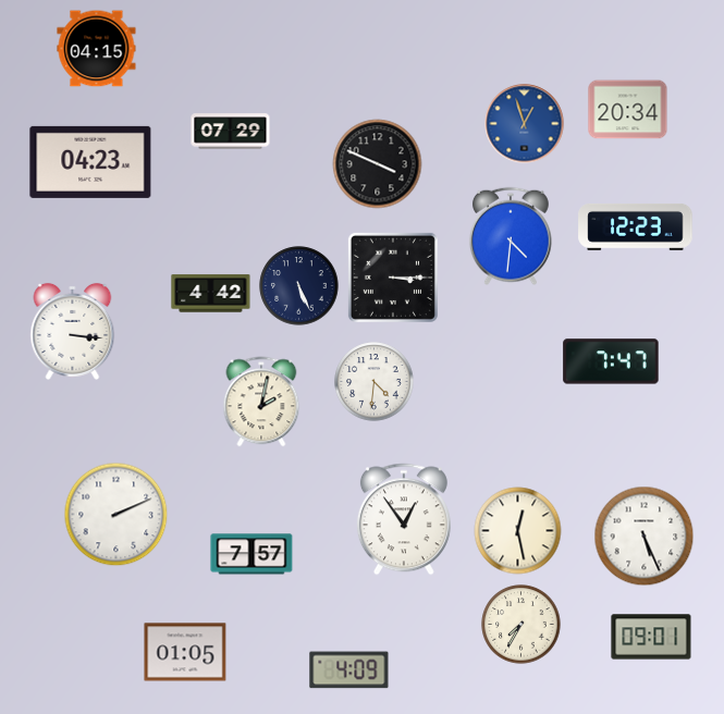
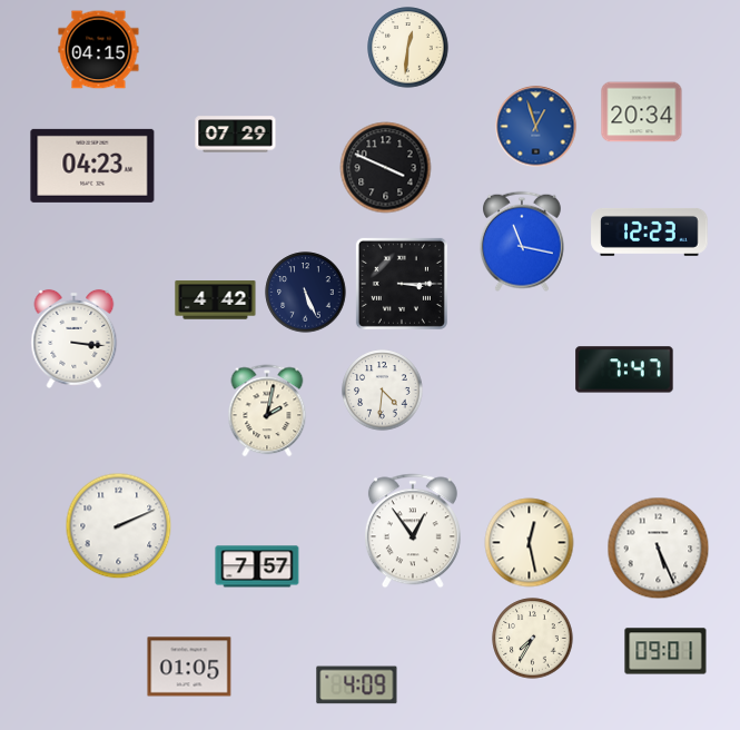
clock at (408, 48): none -> 12:31
clock at (511, 236): 4:31 -> 11:17
